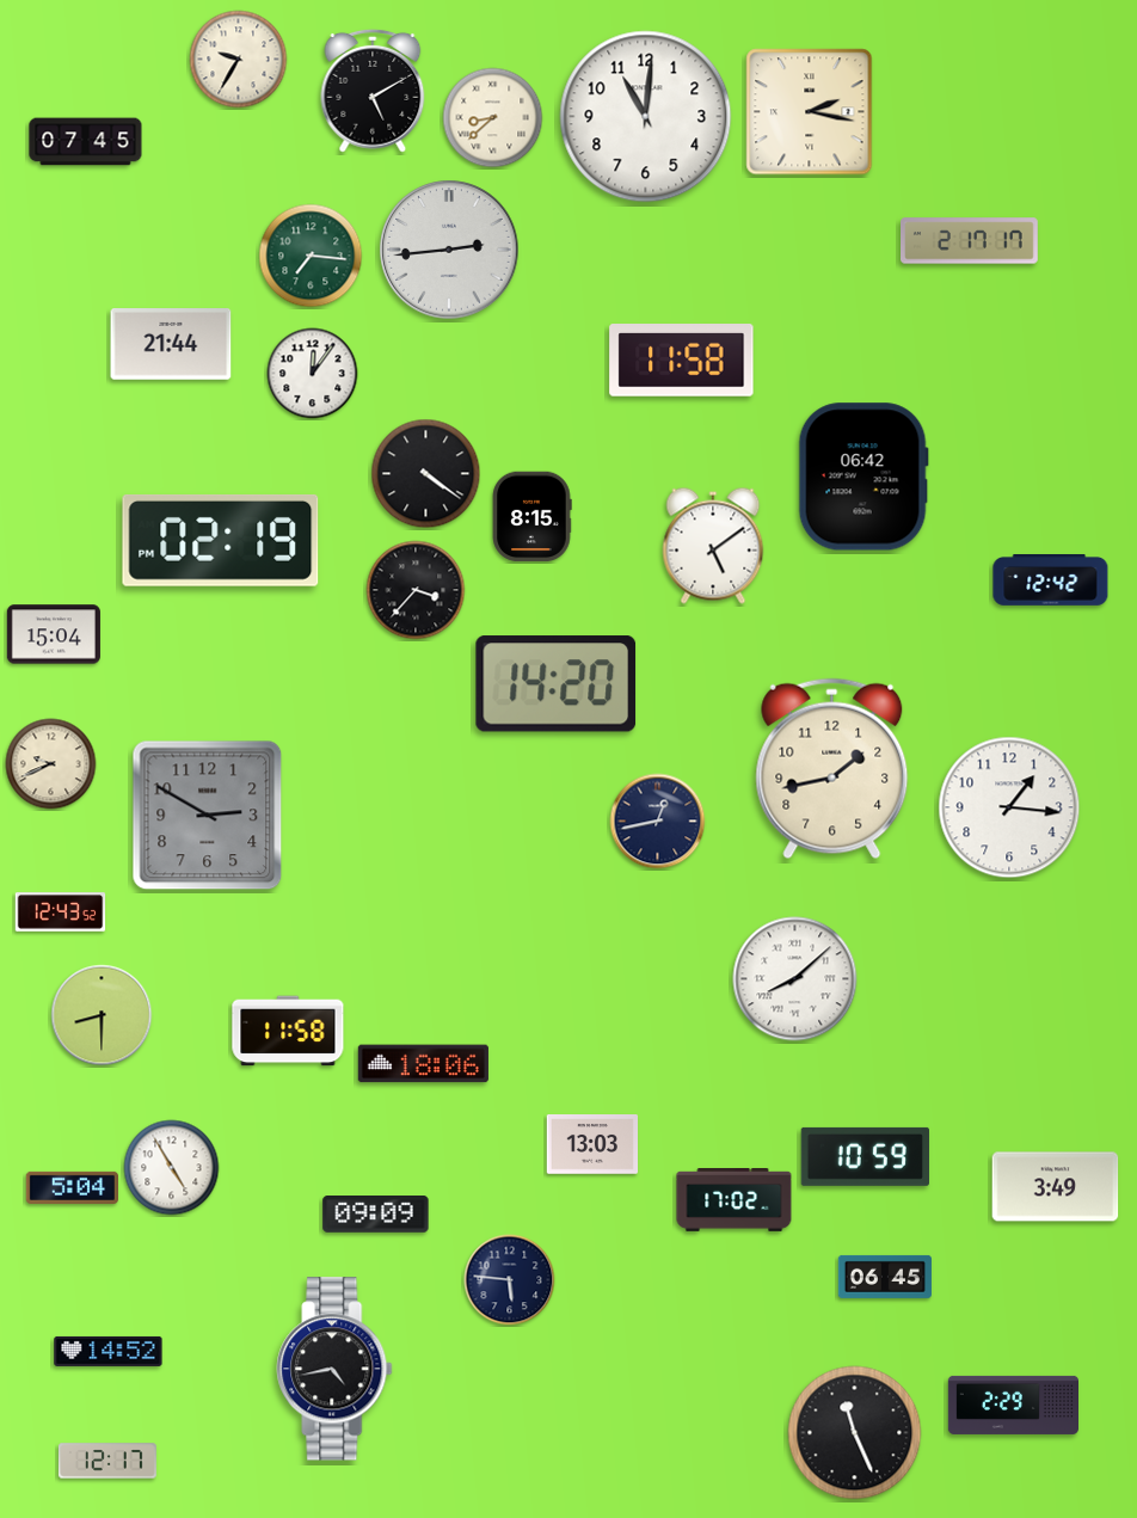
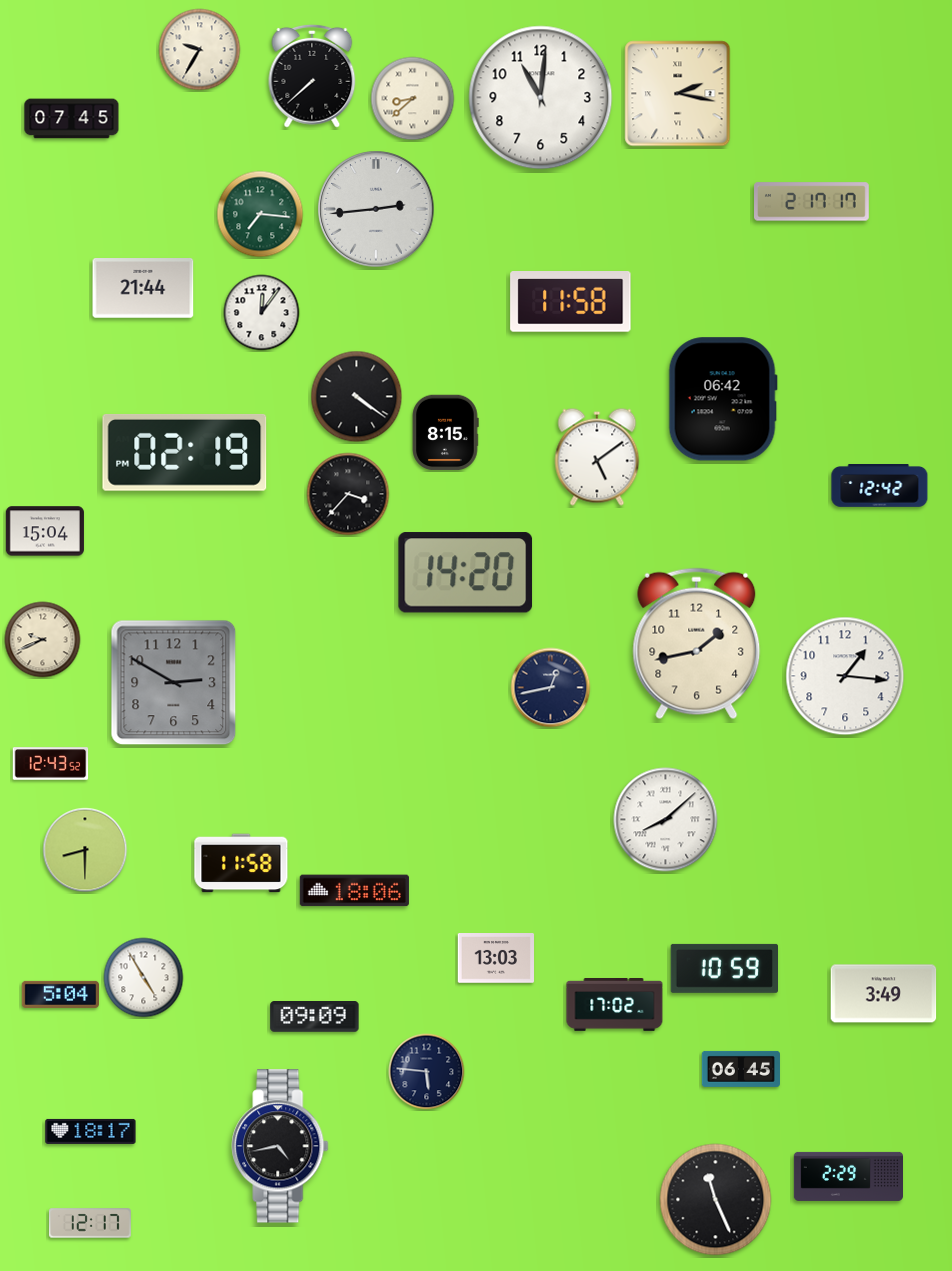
clock at (373, 91): 5:10 -> 7:38
clock at (109, 1351): 14:52 -> 18:17
